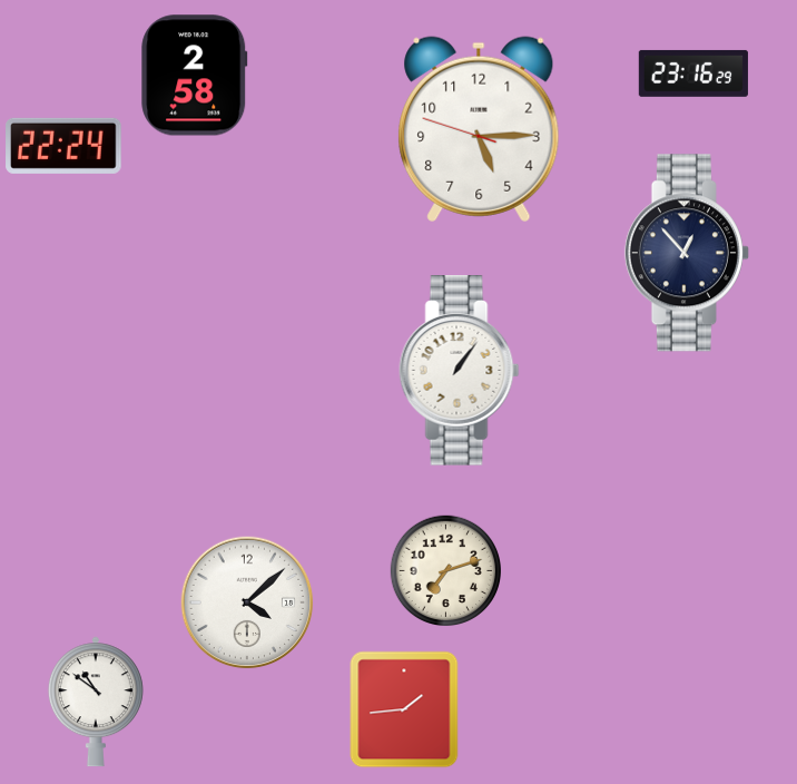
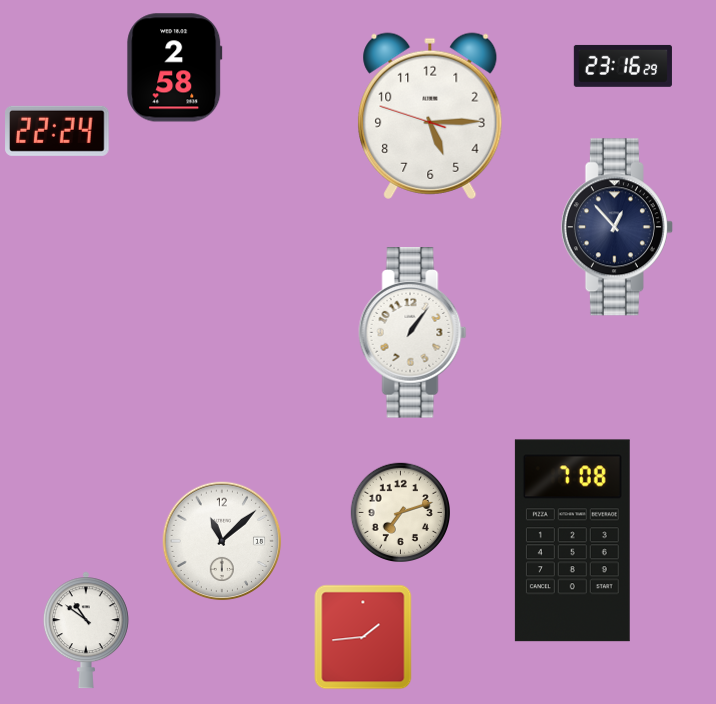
clock at (247, 602): 4:08 -> 11:08
clock at (572, 541): none -> 7:08
